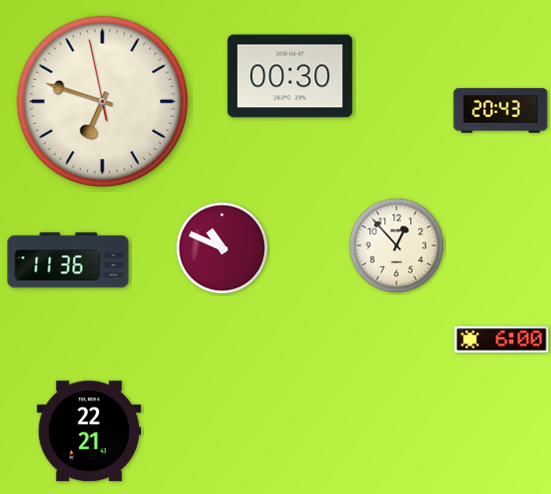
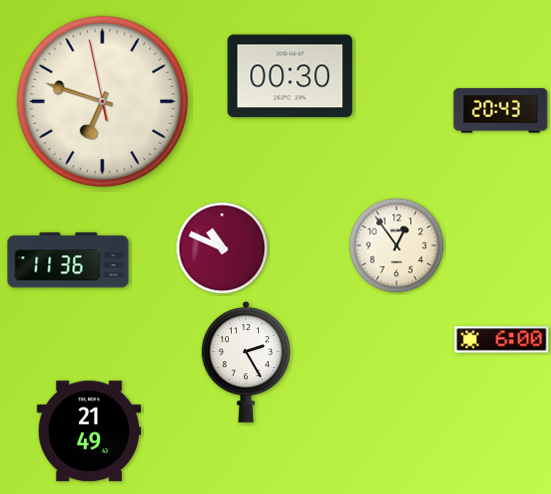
clock at (397, 246): 12:53 -> 12:54
clock at (246, 362): none -> 2:25
clock at (89, 431): 22:21 -> 21:49
